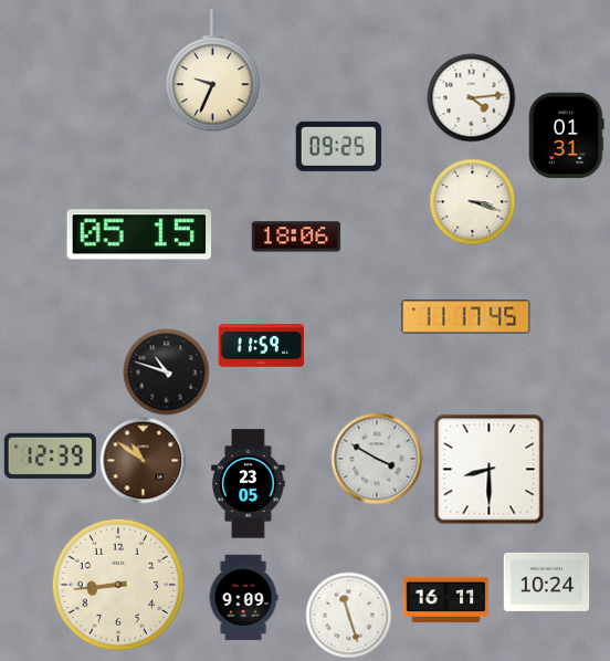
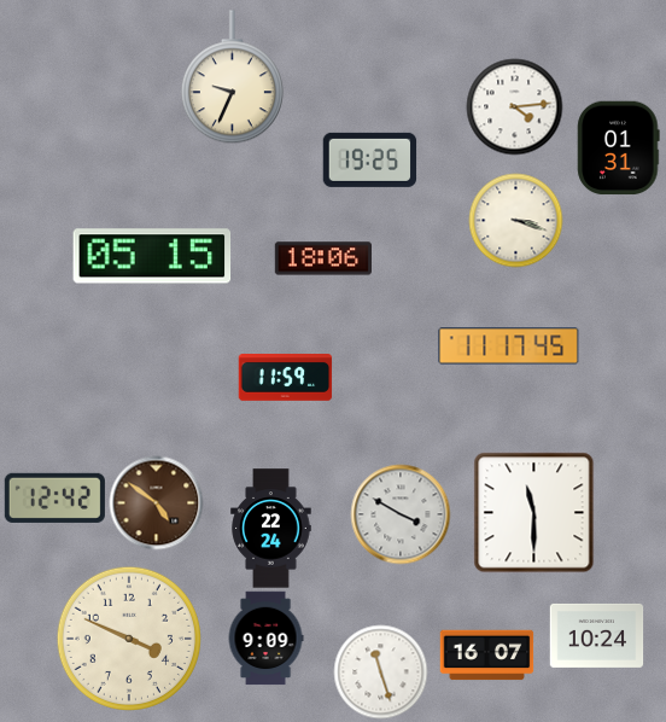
clock at (338, 146): 09:25 -> 19:25
clock at (166, 371): 10:48 -> none
clock at (50, 455): 12:39 -> 12:42
clock at (377, 459) position: (377, 459) -> (401, 514)
clock at (143, 460): 10:51 -> 4:51
clock at (488, 469): 8:30 -> 11:30
clock at (249, 484): 23:05 -> 22:24
clock at (118, 585): 8:44 -> 3:49
clock at (243, 597) position: (243, 597) -> (265, 637)
clock at (445, 600): 16:11 -> 16:07
